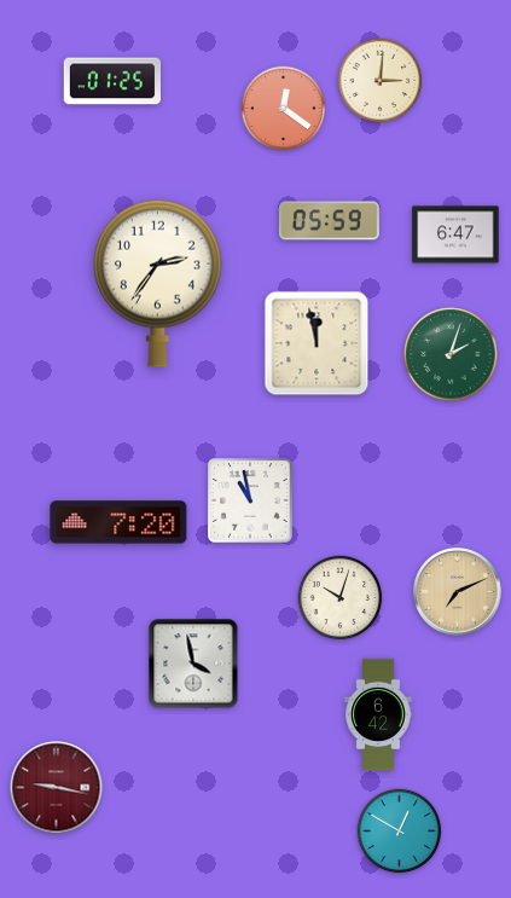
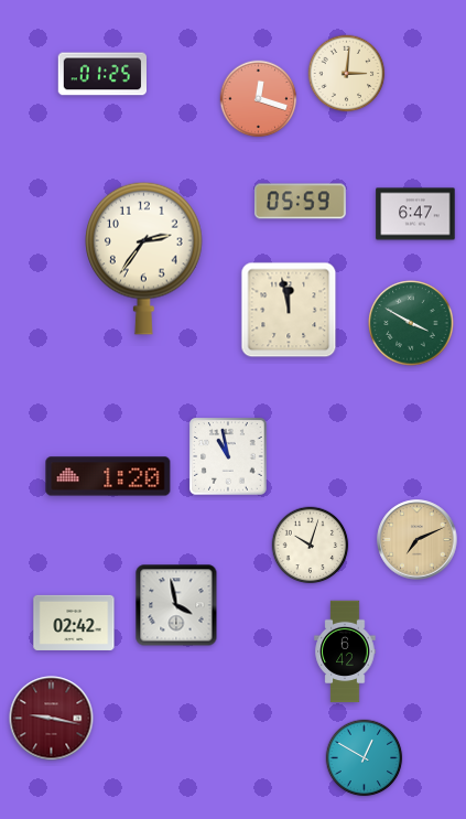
clock at (284, 109): 12:21 -> 12:18
clock at (317, 343) position: (317, 343) -> (289, 310)
clock at (451, 354): 2:03 -> 3:50
clock at (118, 522): 7:20 -> 1:20
clock at (74, 623): none -> 02:42
